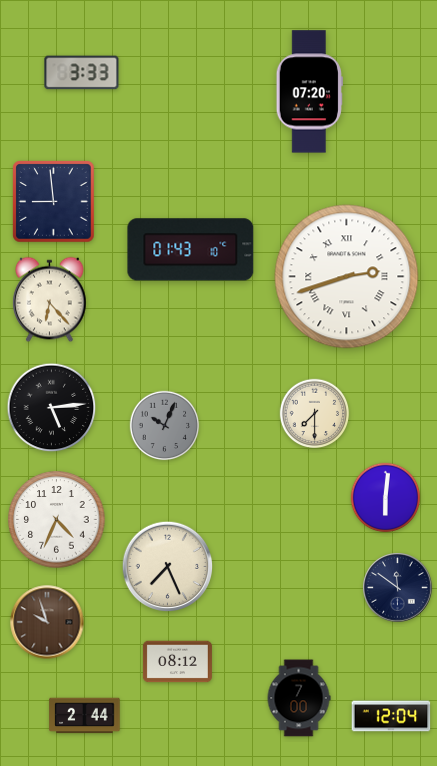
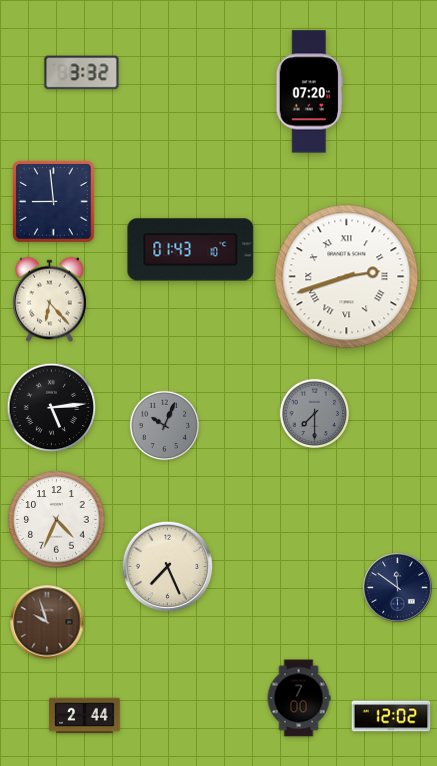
clock at (82, 73): 3:33 -> 3:32
clock at (315, 414) dial: cream -> grey
clock at (386, 498): 6:01 -> none
clock at (177, 662): 08:12 -> none
clock at (391, 716): 12:04 -> 12:02
